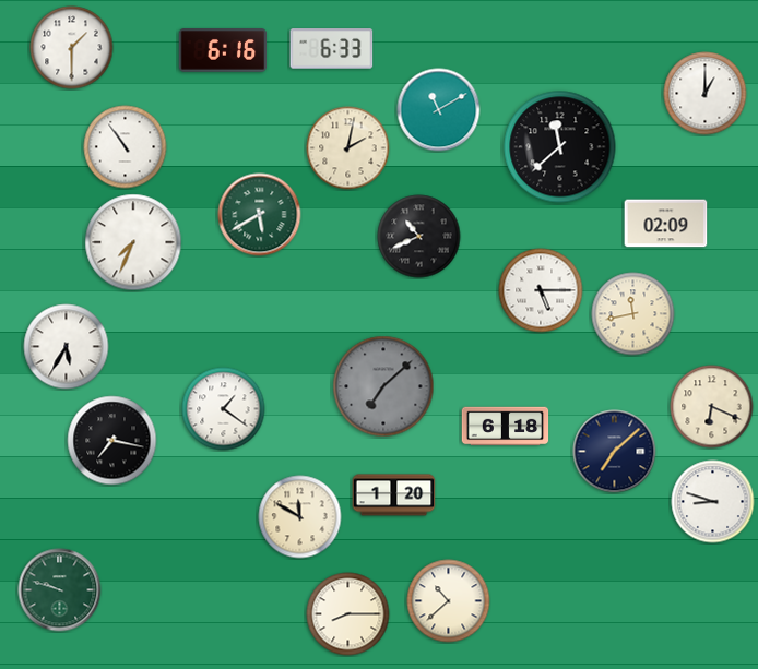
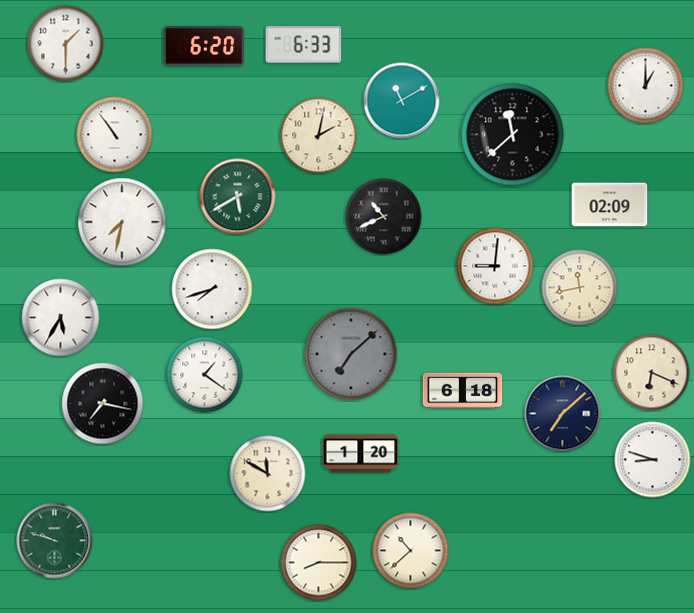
clock at (223, 50): 6:16 -> 6:20
clock at (133, 242): 7:34 -> 7:32
clock at (541, 290): 5:15 -> 9:01
clock at (212, 289): none -> 7:42
clock at (300, 517) position: (300, 517) -> (268, 474)
